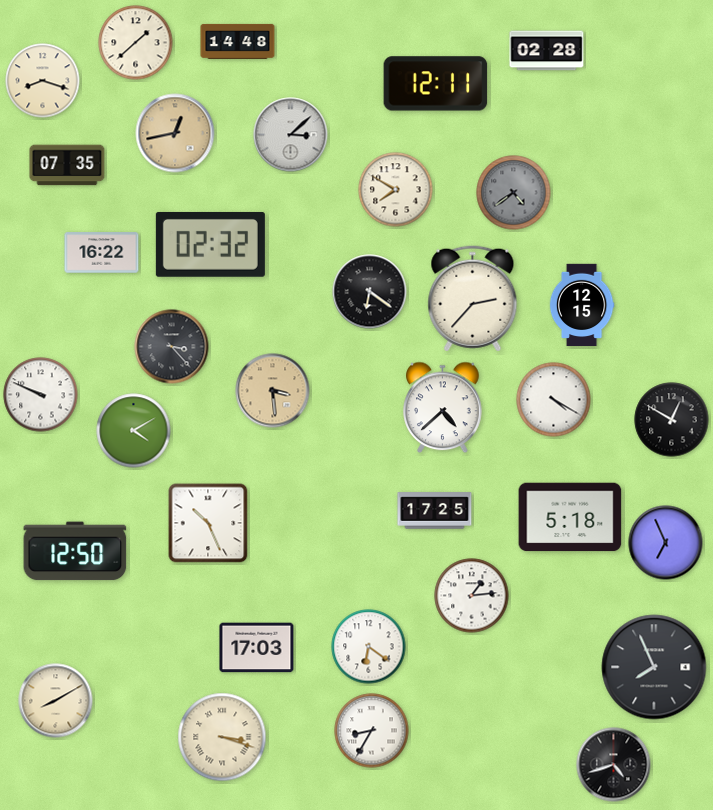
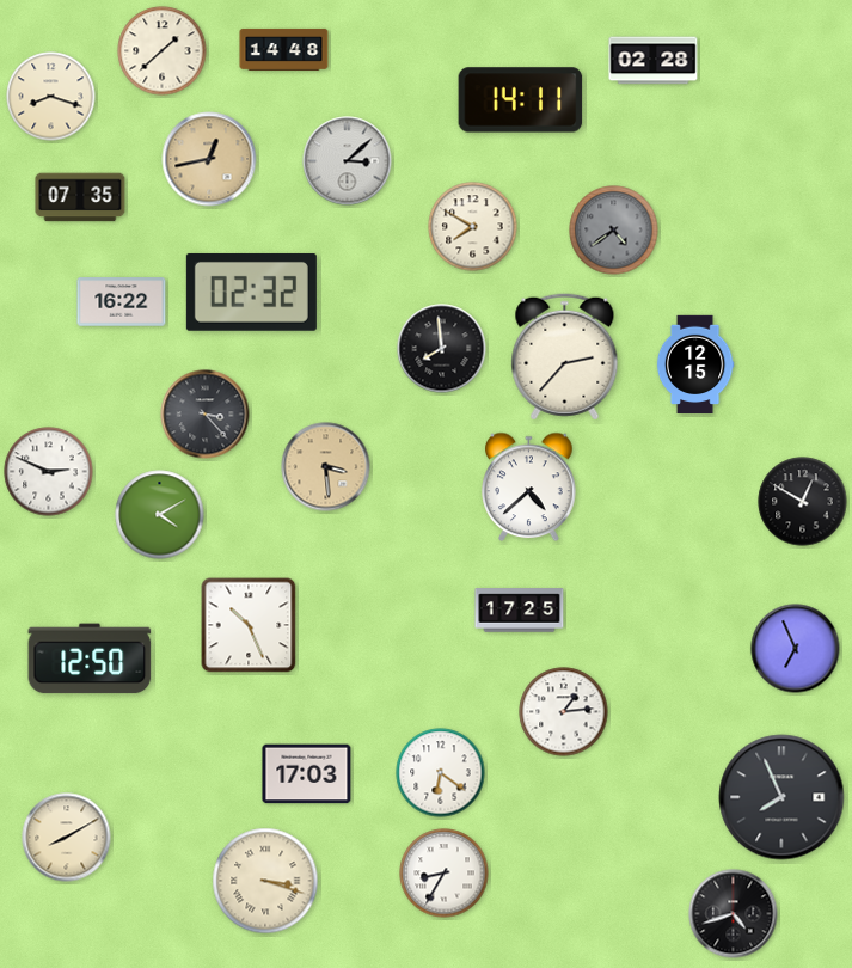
clock at (436, 84): 12:11 -> 14:11
clock at (370, 292): 6:21 -> 7:59
clock at (41, 395): 9:49 -> 2:49
clock at (554, 400): 4:20 -> none
clock at (570, 517): 5:18 -> none
